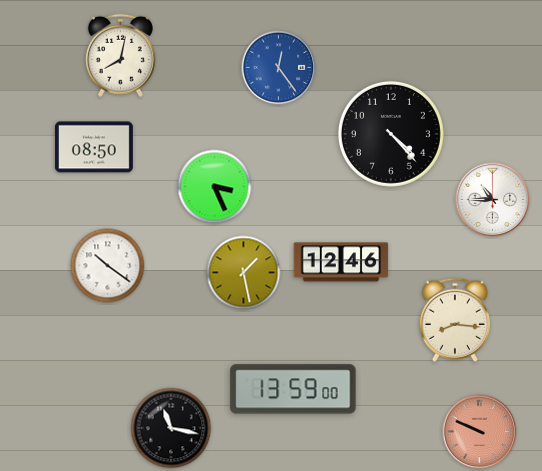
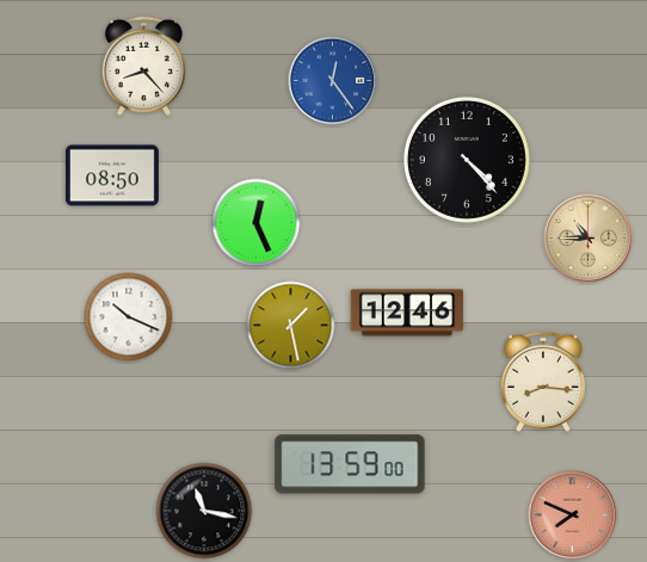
clock at (120, 55): 8:02 -> 8:23
clock at (215, 187): 3:26 -> 12:26
clock at (493, 200) dial: white -> champagne
clock at (108, 266): 10:21 -> 10:19
clock at (480, 432): 9:49 -> 7:49
